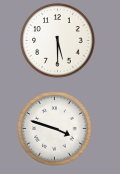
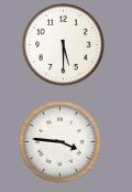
clock at (55, 129): 3:48 -> 3:46
